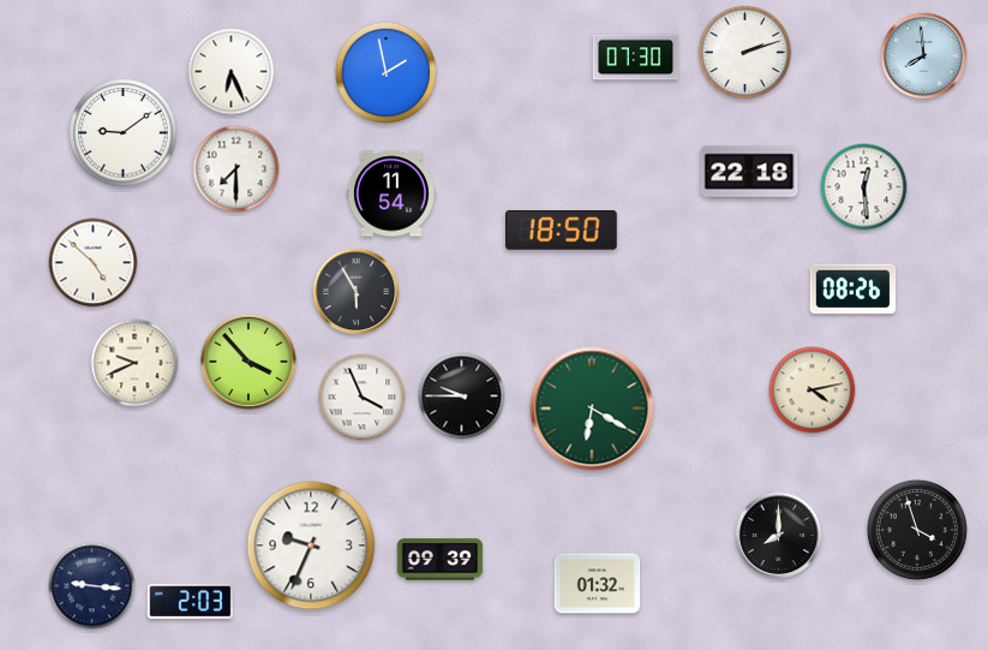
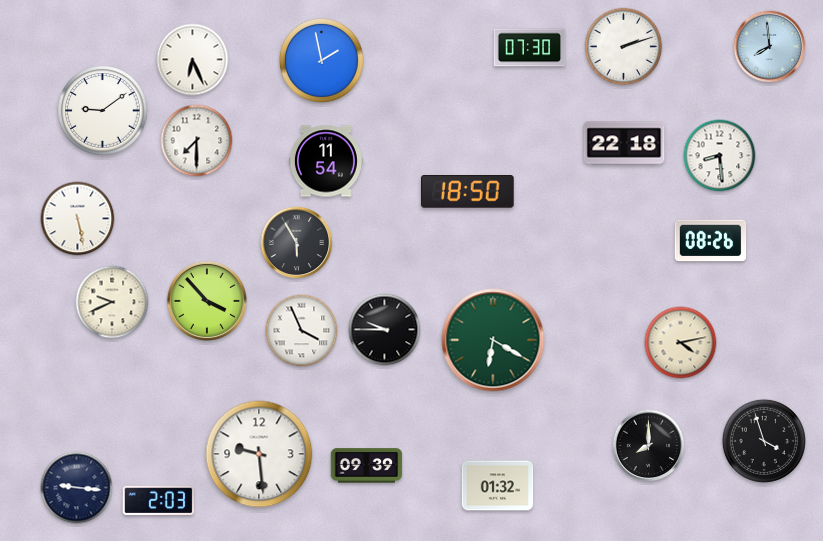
clock at (746, 53) position: (746, 53) -> (624, 47)
clock at (864, 187): 12:29 -> 8:29
clock at (94, 263): 4:52 -> 5:28
clock at (813, 390) position: (813, 390) -> (681, 343)
clock at (311, 545): 9:34 -> 9:29
